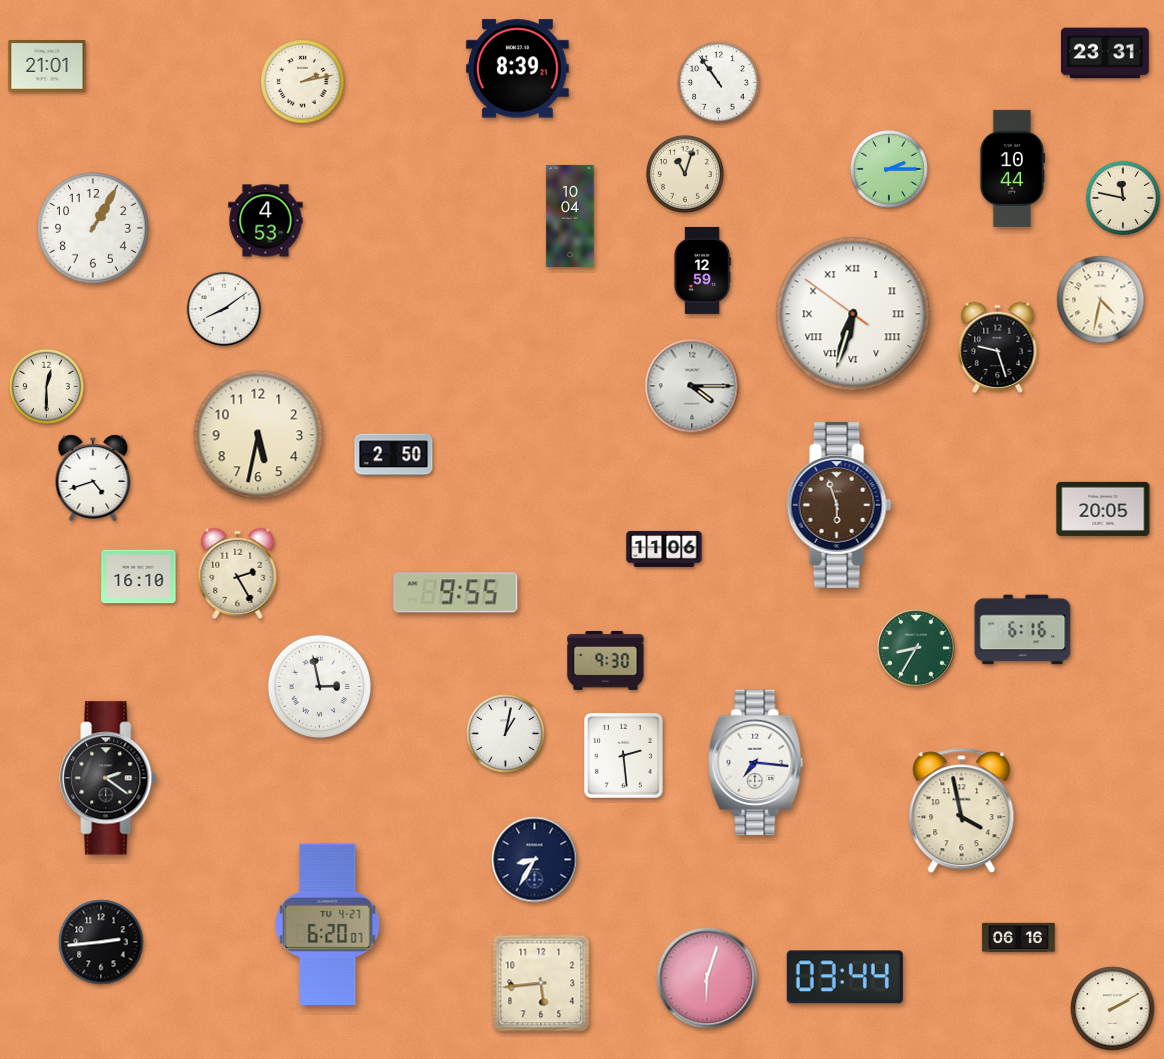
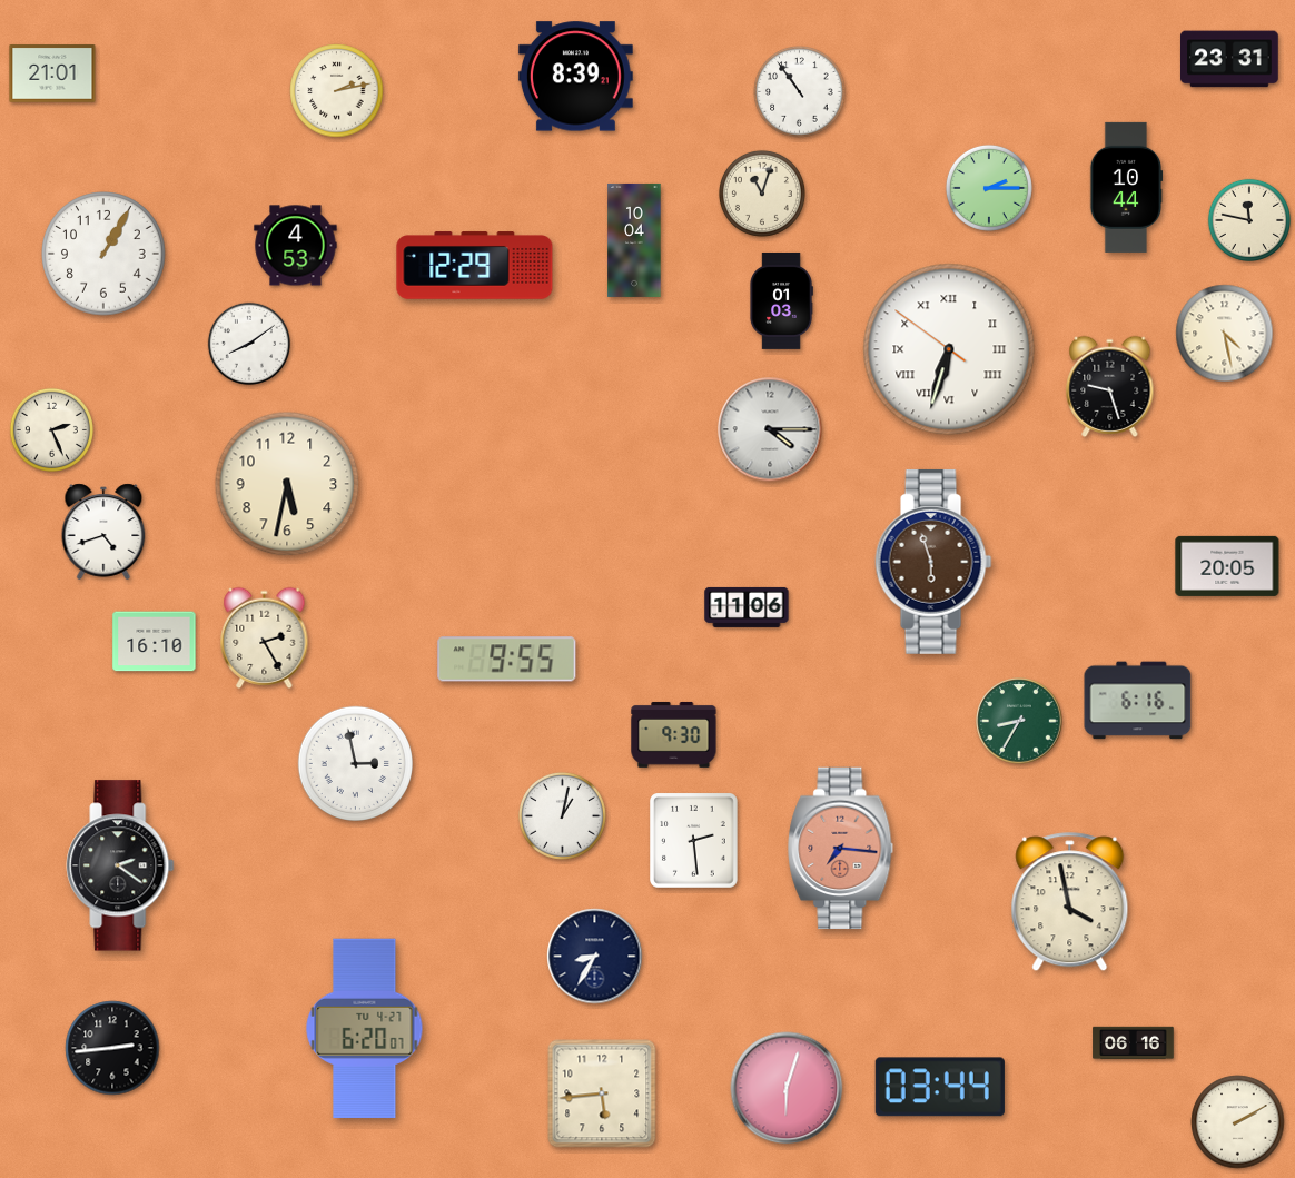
clock at (475, 266): none -> 12:29
clock at (702, 270): 12:59 -> 01:03
clock at (1101, 300): 4:32 -> 4:28
clock at (46, 386): 12:30 -> 2:26
clock at (394, 455): 2:50 -> none
clock at (664, 549) position: (664, 549) -> (747, 607)
clock at (756, 763) dial: white -> salmon
